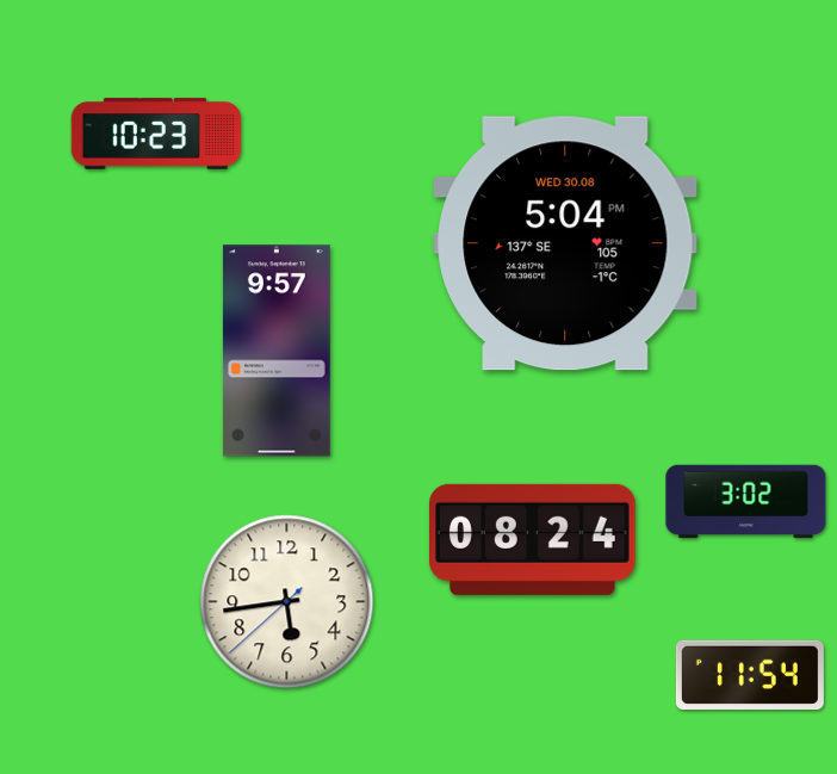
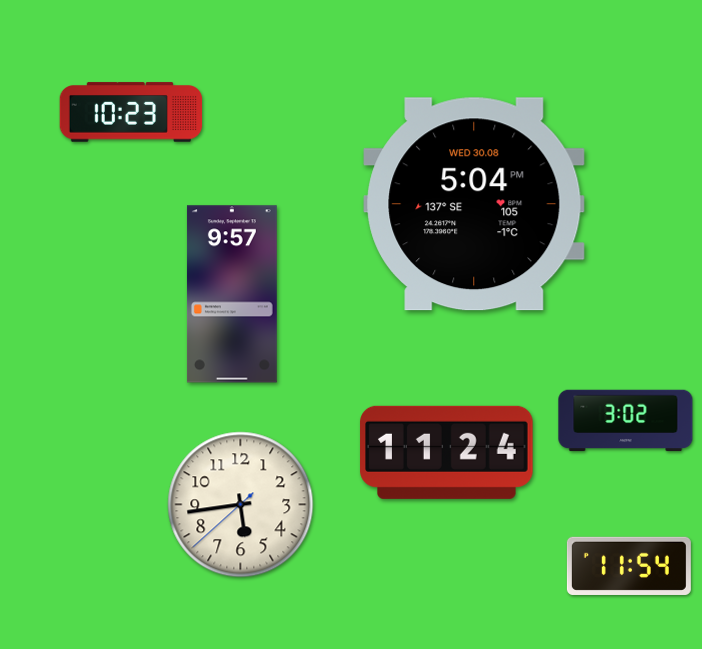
clock at (533, 539): 08:24 -> 11:24
